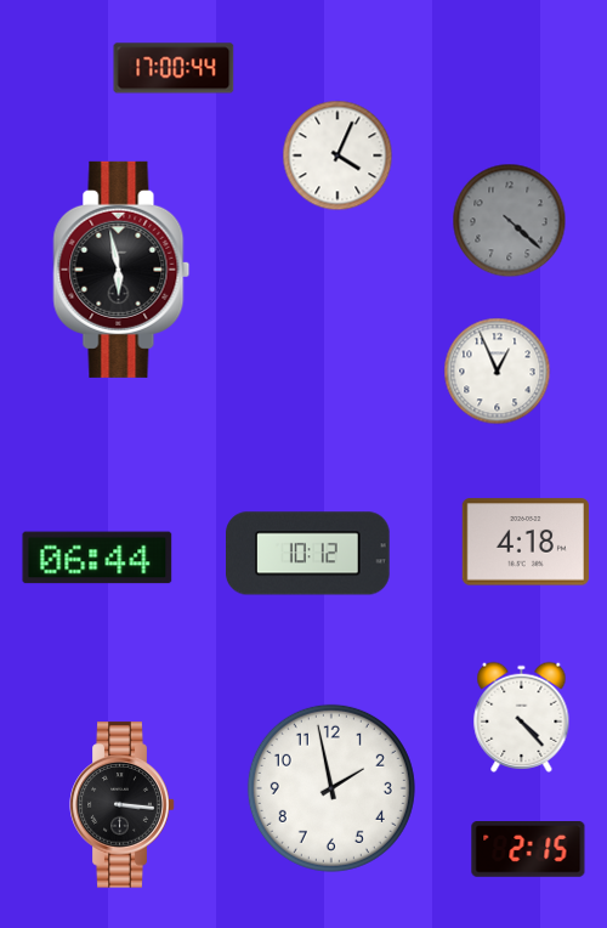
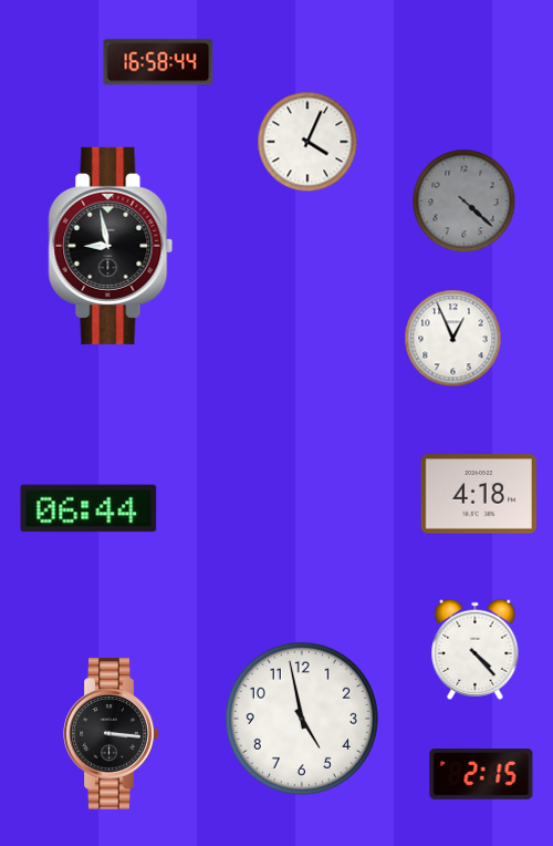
clock at (174, 68): 17:00 -> 16:58
clock at (121, 270): 5:58 -> 8:58
clock at (308, 554): 10:12 -> none
clock at (522, 717) position: (522, 717) -> (476, 649)
clock at (331, 788): 1:58 -> 4:58
